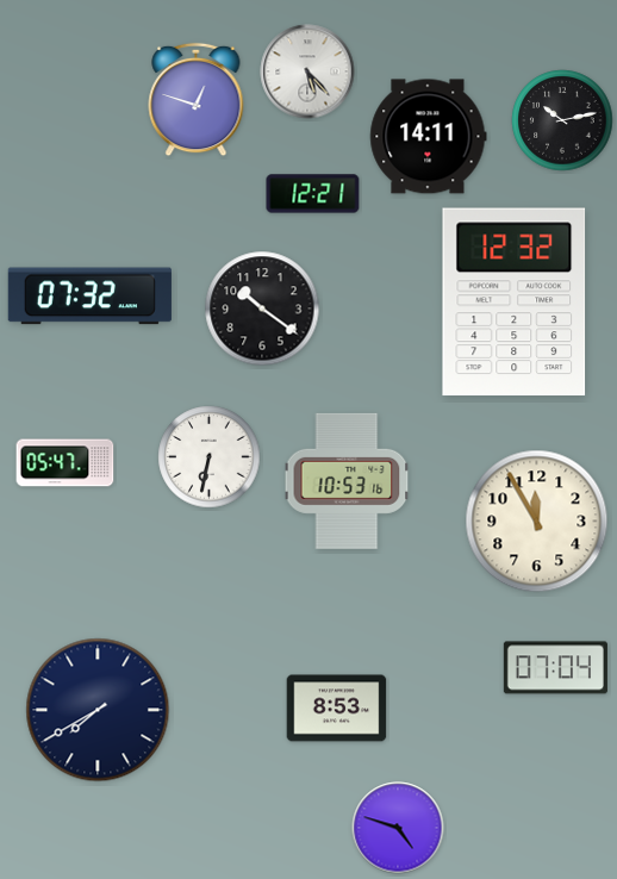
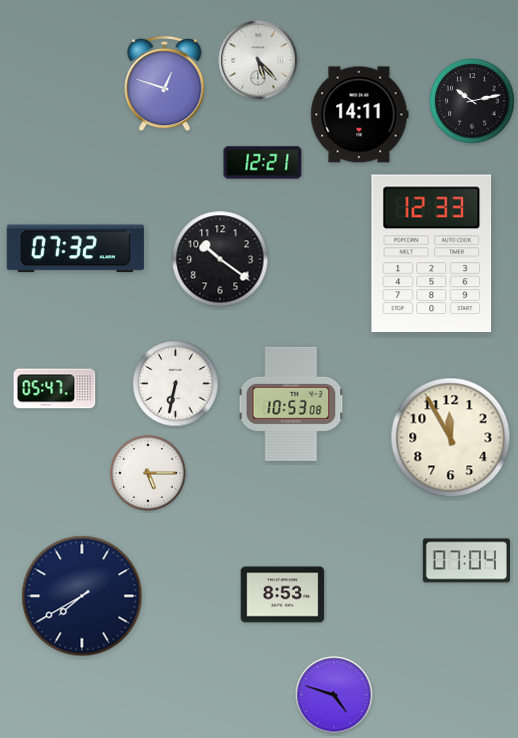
clock at (515, 303): 12:32 -> 12:33
clock at (347, 481): 10:53:16 -> 10:53:08
clock at (148, 473): none -> 5:15
